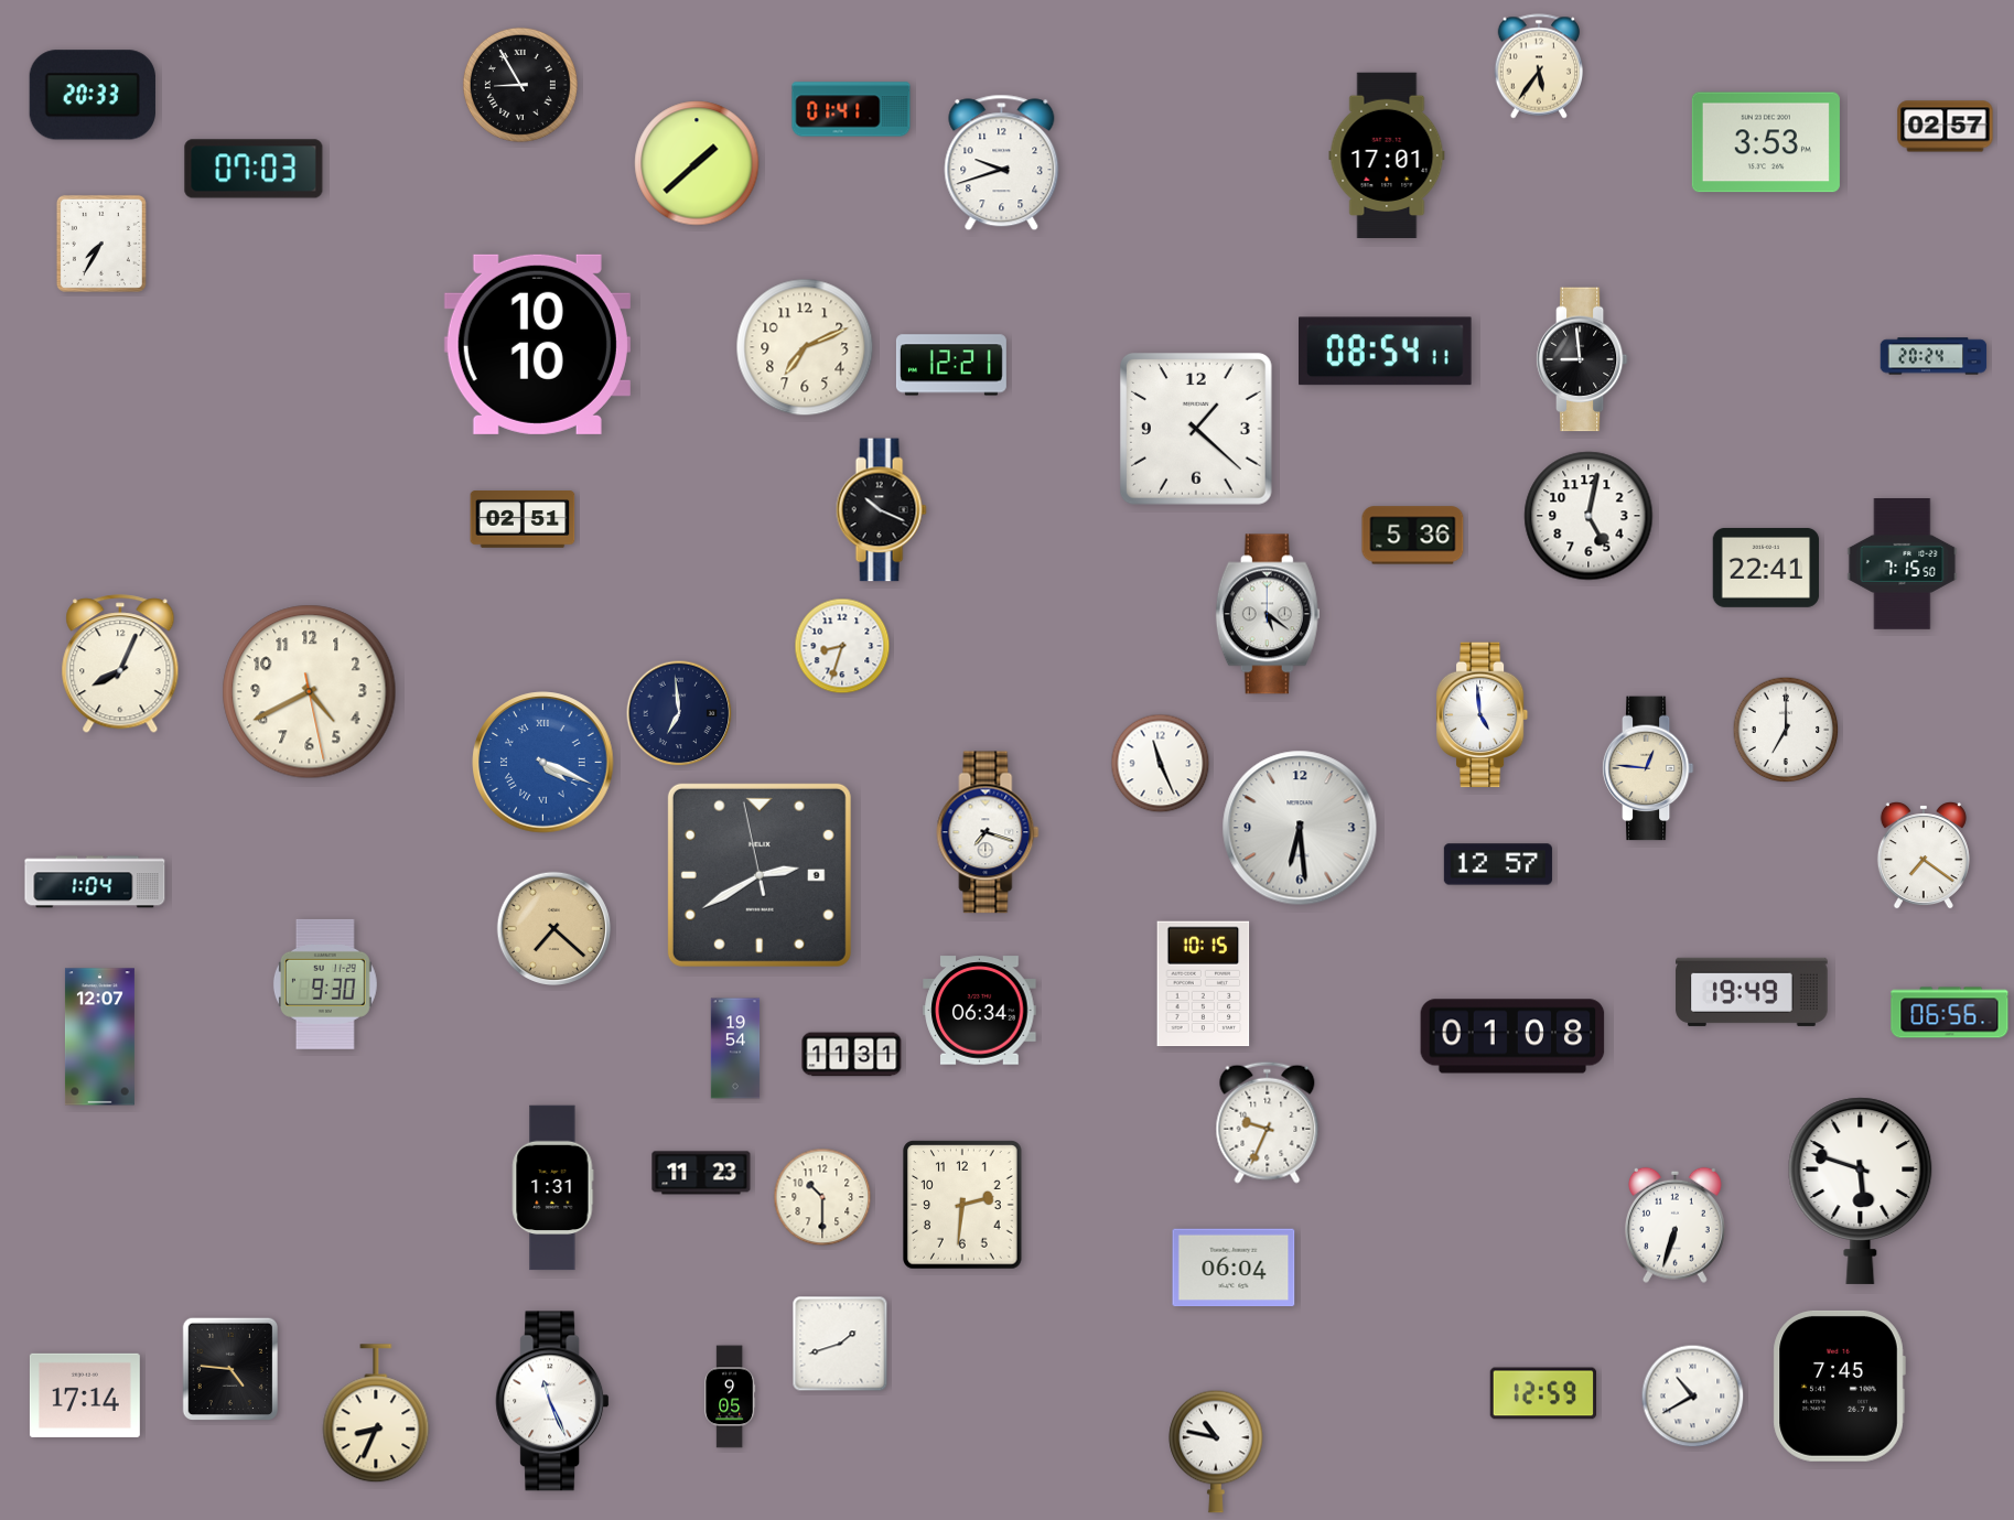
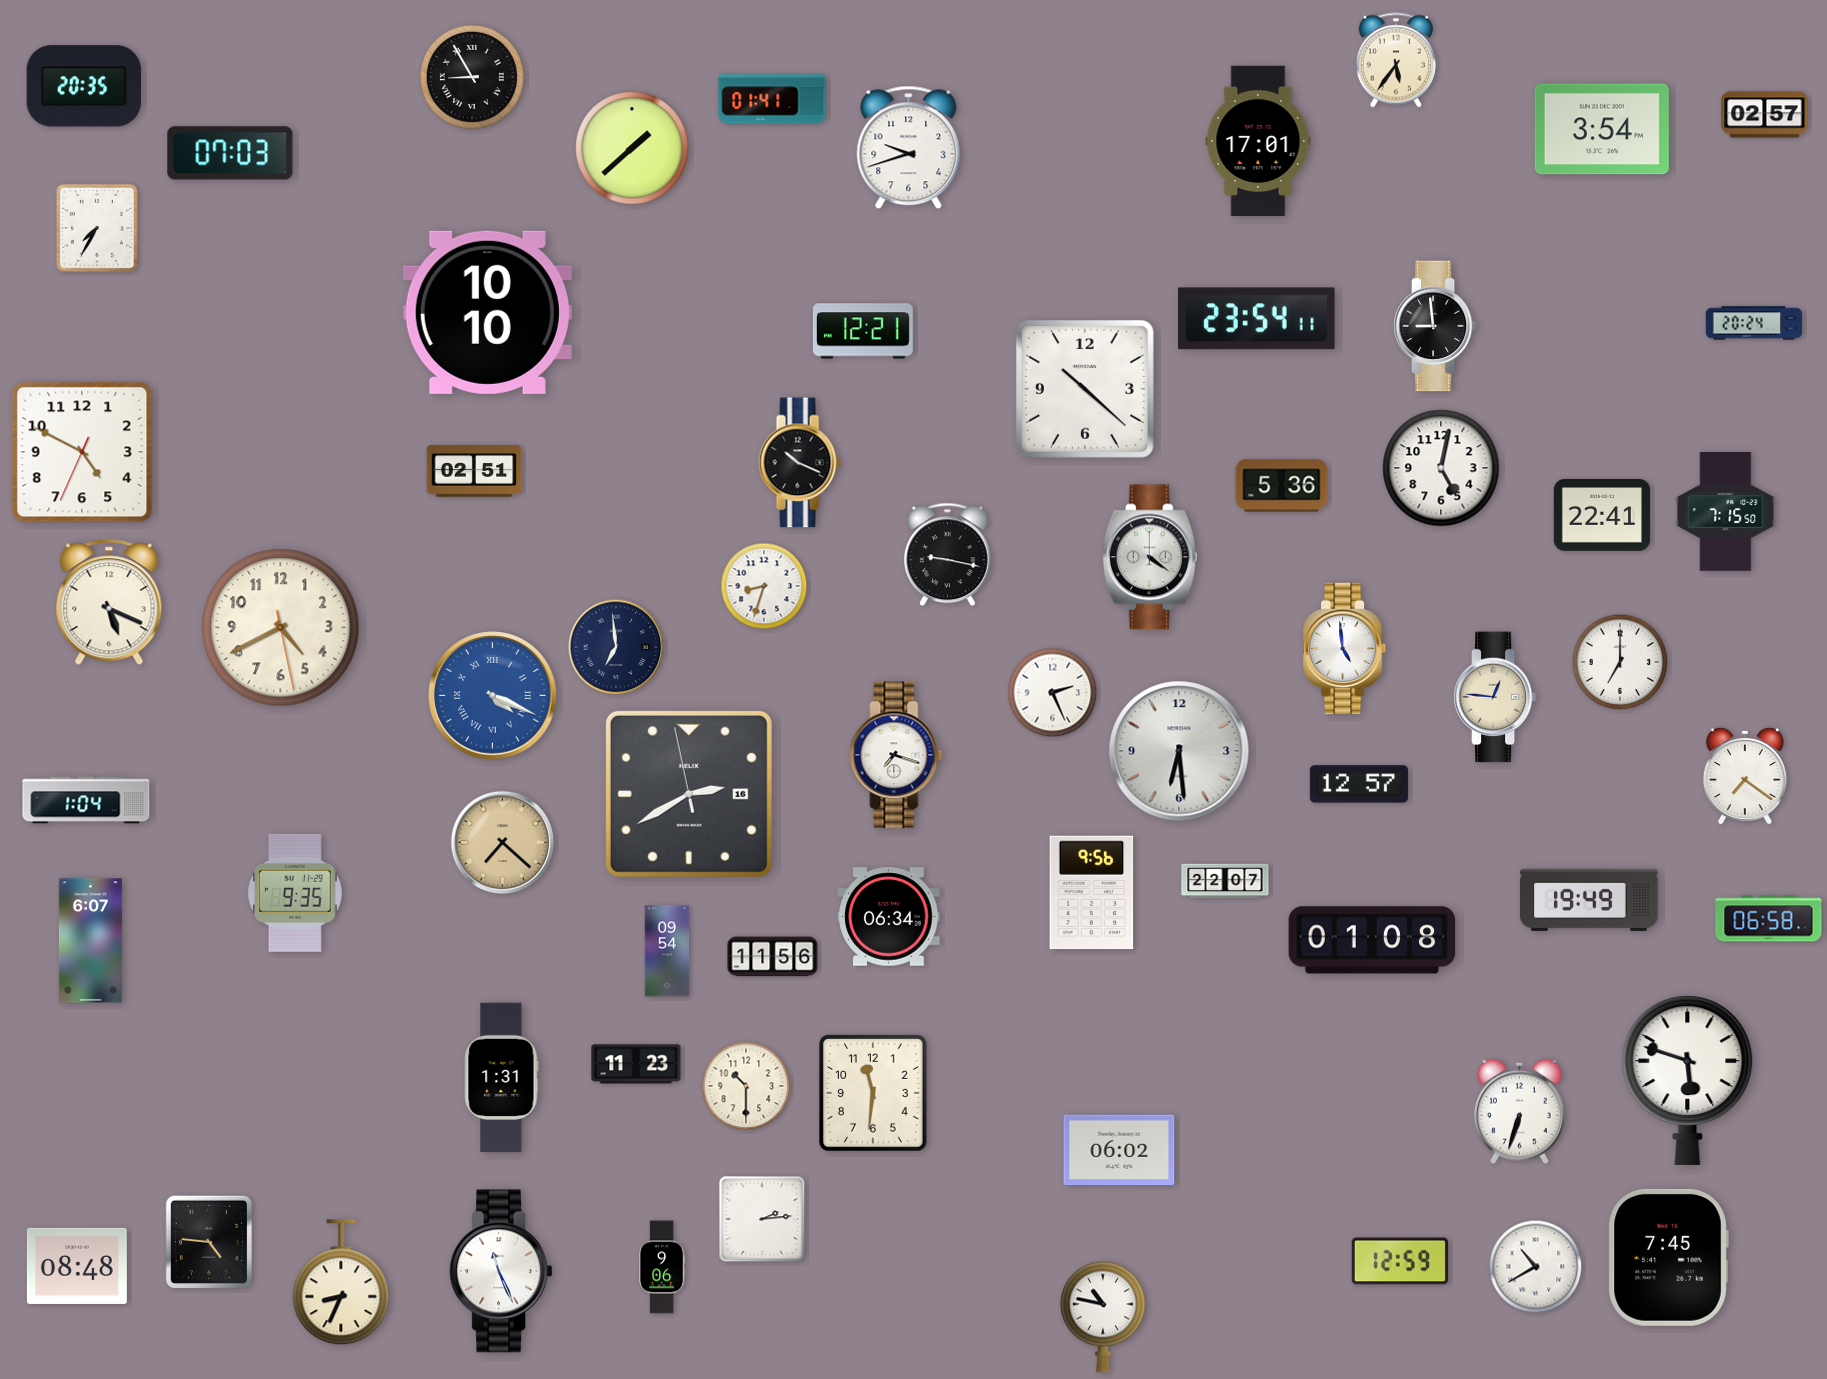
clock at (93, 95): 20:33 -> 20:35
clock at (1766, 142): 3:53 -> 3:54
clock at (101, 244) position: (101, 244) -> (97, 228)
clock at (805, 347): 7:11 -> none
clock at (1386, 352): 08:54 -> 23:54
clock at (1196, 429): 1:22 -> 10:22
clock at (82, 452): none -> 4:49
clock at (948, 555): none -> 9:17
clock at (1268, 614): 5:21 -> 4:21
clock at (120, 665): 8:04 -> 5:19
clock at (543, 763) position: (543, 763) -> (493, 696)
clock at (1161, 764): 11:26 -> 2:26
clock at (760, 875) date: 9 -> 16
clock at (1225, 881): none -> 22:07
clock at (325, 984): 9:30 -> 9:35
clock at (1204, 984): 10:15 -> 9:56
clock at (1950, 1013): 06:56 -> 06:58
clock at (99, 1037): 12:07 -> 6:07
clock at (735, 1048): 19:54 -> 09:54
clock at (852, 1055): 11:31 -> 11:56
clock at (1268, 1122): 9:34 -> none
clock at (962, 1205): 2:31 -> 11:31
clock at (1234, 1268): 06:04 -> 06:02
clock at (840, 1344): 1:42 -> 2:14
clock at (1543, 1393) position: (1543, 1393) -> (1400, 1261)
clock at (85, 1395): 17:14 -> 08:48
clock at (730, 1397): 9:05 -> 9:06
